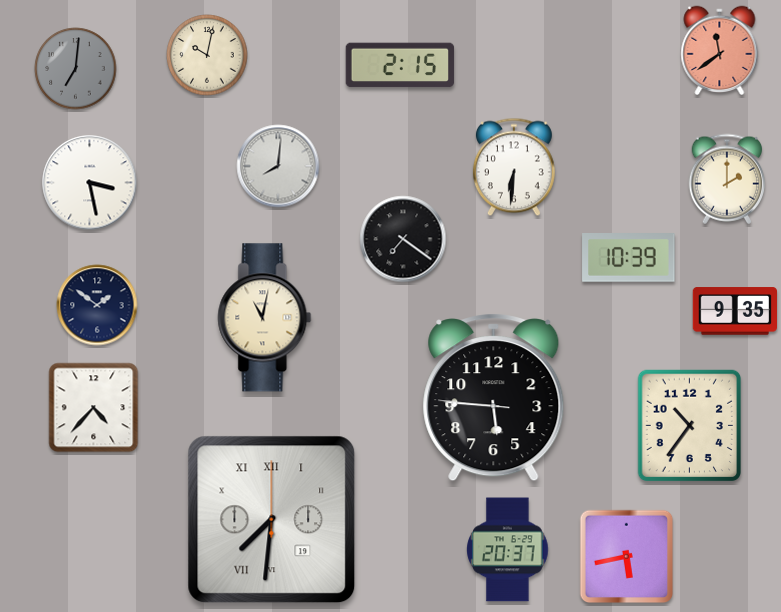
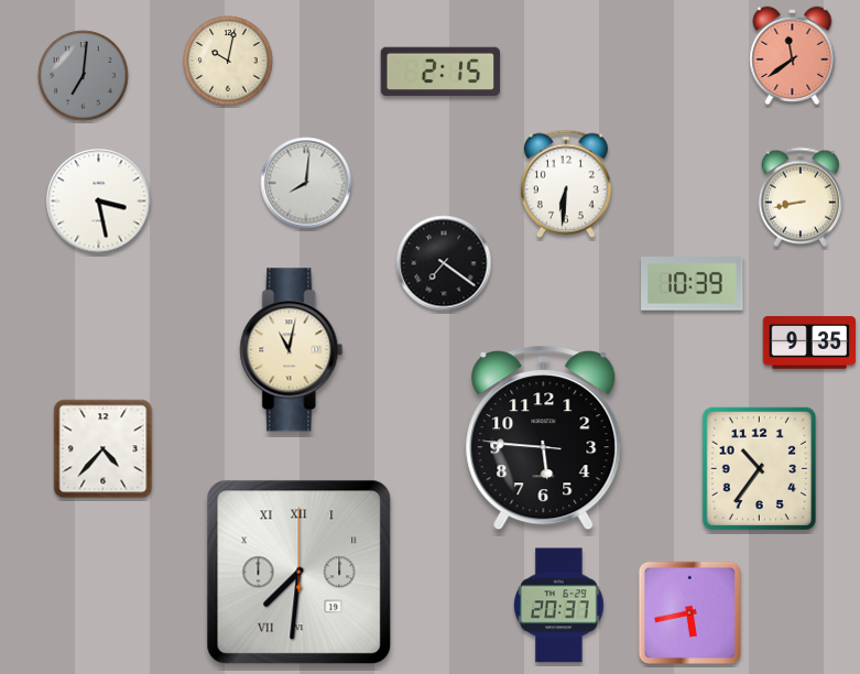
clock at (726, 179): 2:00 -> 8:43
clock at (97, 305): 1:51 -> none
